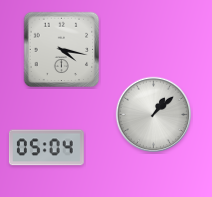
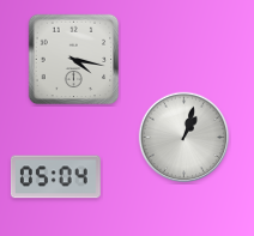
clock at (154, 115): 1:08 -> 1:03
